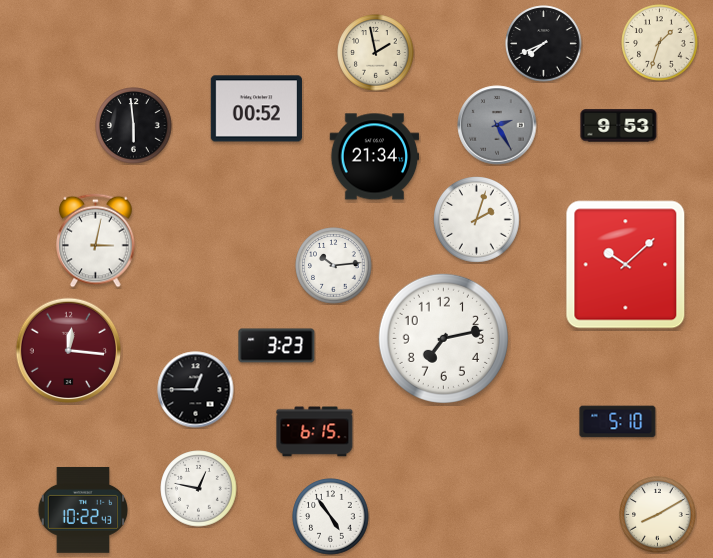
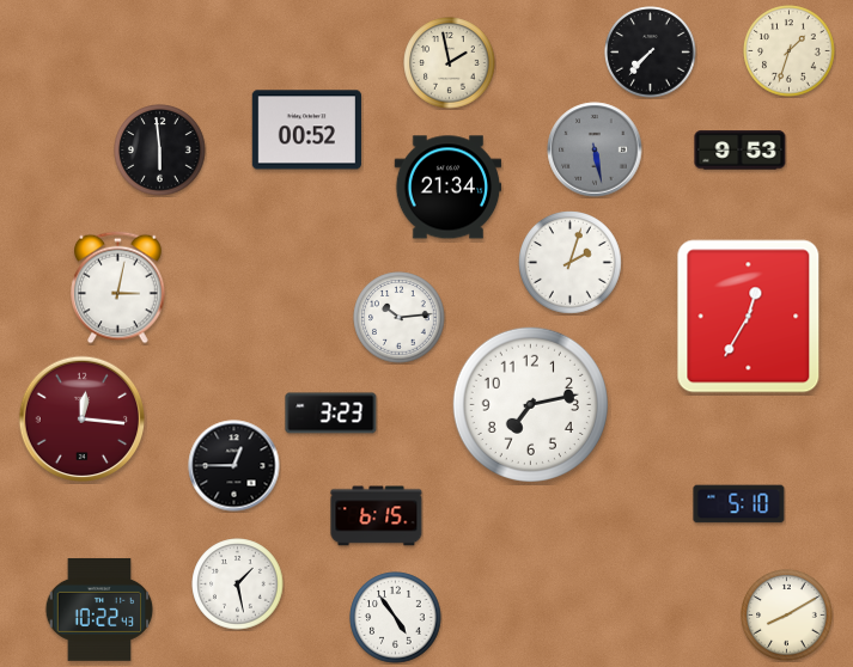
clock at (544, 44): 7:41 -> 7:37
clock at (497, 125): 2:25 -> 5:28
clock at (96, 241) position: (96, 241) -> (118, 288)
clock at (626, 265): 10:08 -> 12:35
clock at (199, 489): 12:47 -> 1:28
